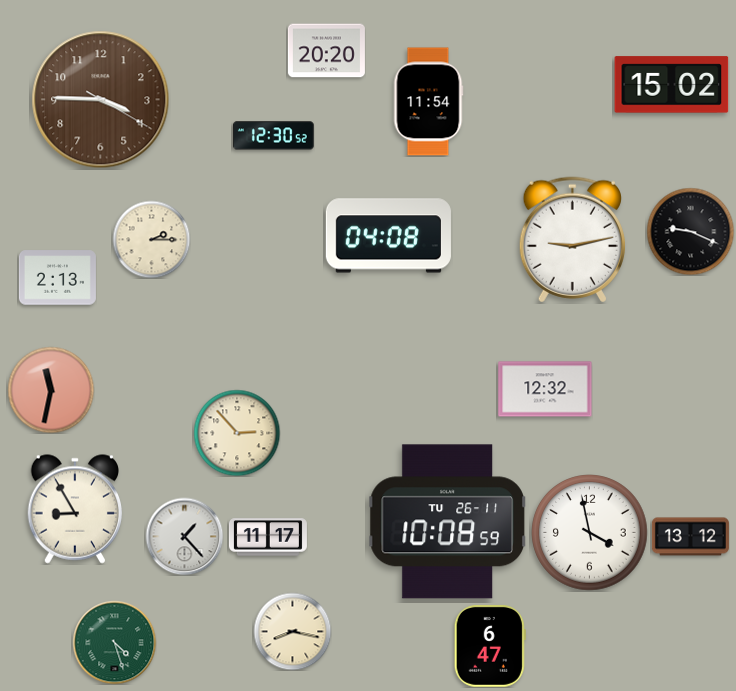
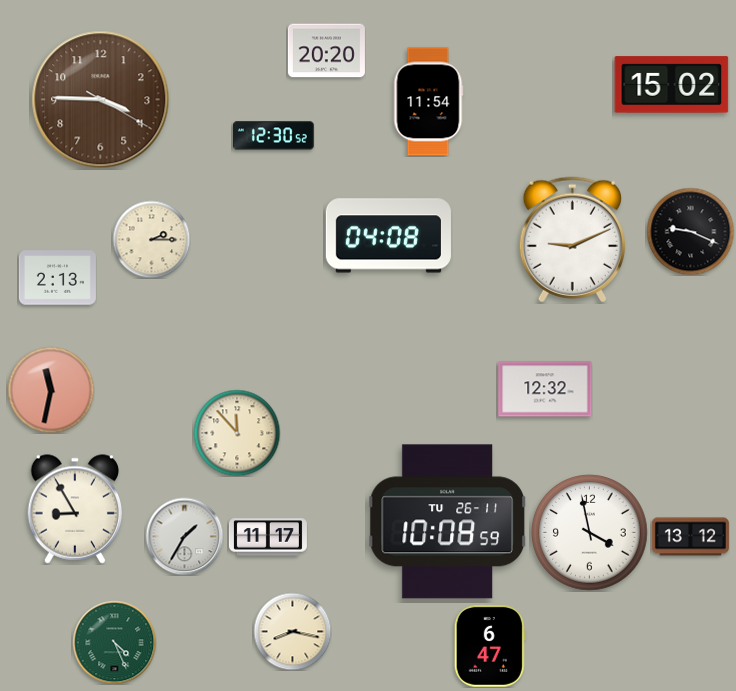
clock at (572, 240): 9:13 -> 9:11
clock at (237, 433): 2:53 -> 11:53
clock at (184, 536): 1:23 -> 1:35
clock at (114, 642): 4:27 -> 4:26
